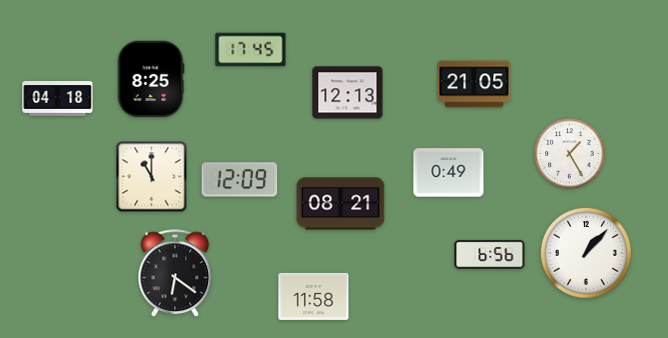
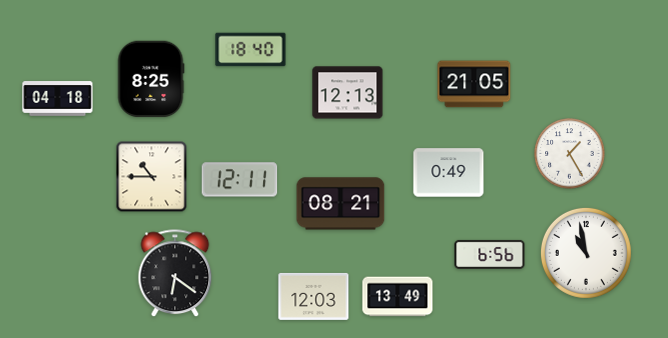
clock at (251, 50): 17:45 -> 18:40
clock at (152, 177): 11:00 -> 10:45
clock at (240, 180): 12:09 -> 12:11
clock at (586, 253): 1:07 -> 10:58
clock at (314, 296): 11:58 -> 12:03
clock at (398, 297): none -> 13:49
